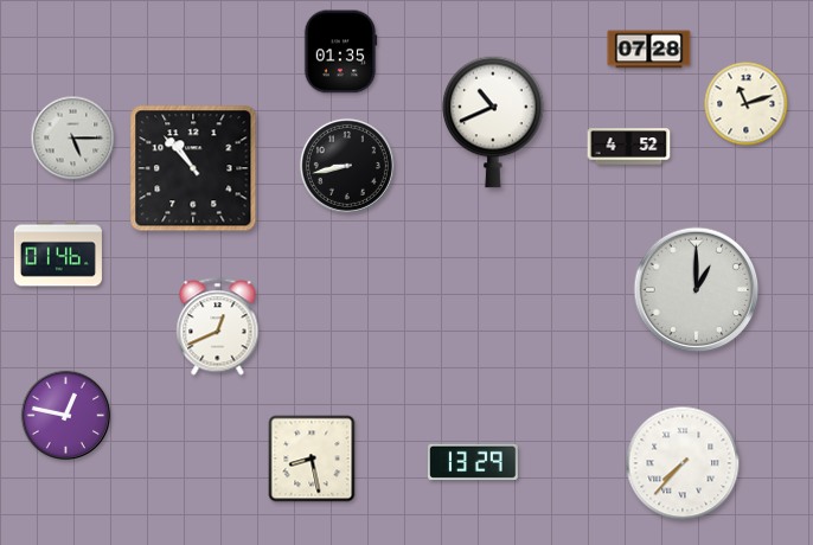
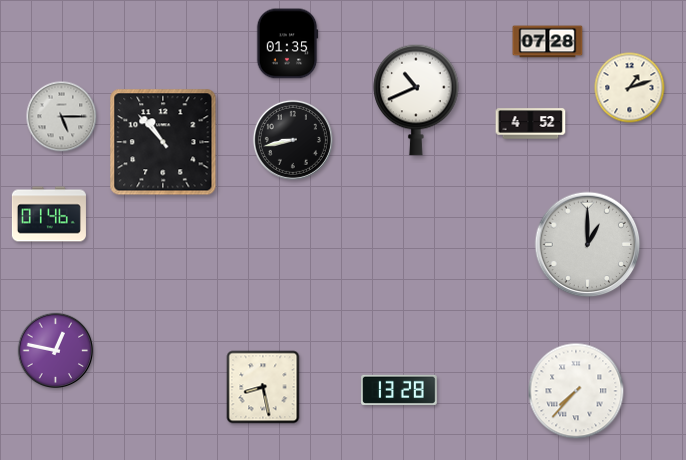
clock at (747, 104): 11:12 -> 1:12
clock at (493, 122) position: (493, 122) -> (416, 100)
clock at (218, 327): 12:41 -> none
clock at (473, 461): 13:29 -> 13:28
